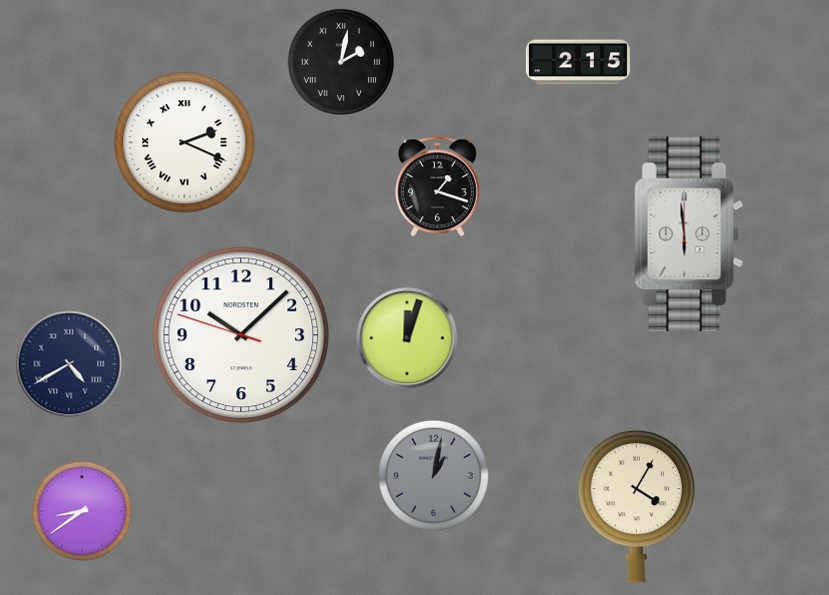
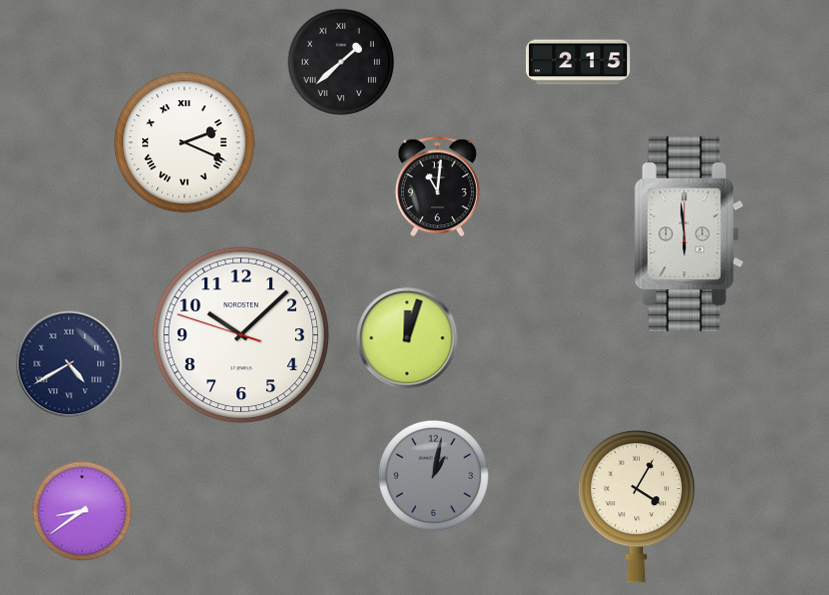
clock at (341, 62): 2:02 -> 1:38
clock at (437, 187): 1:18 -> 11:01
